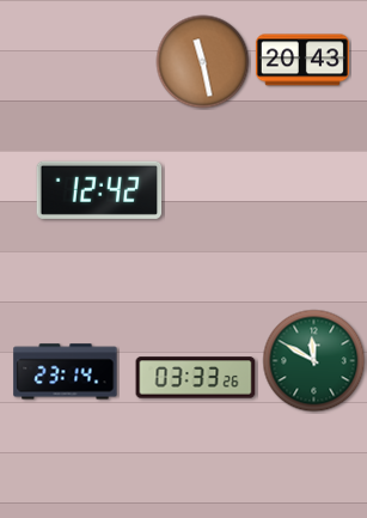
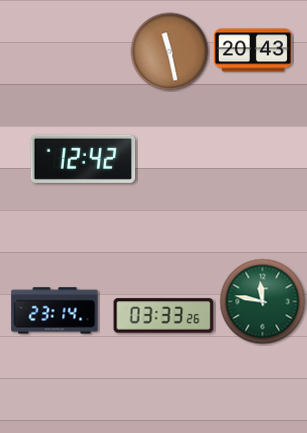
clock at (314, 361): 11:50 -> 11:47
